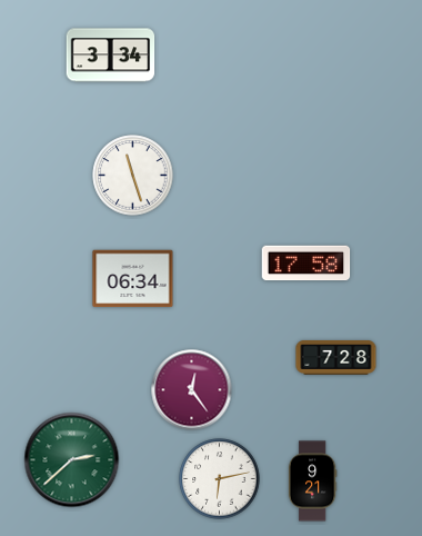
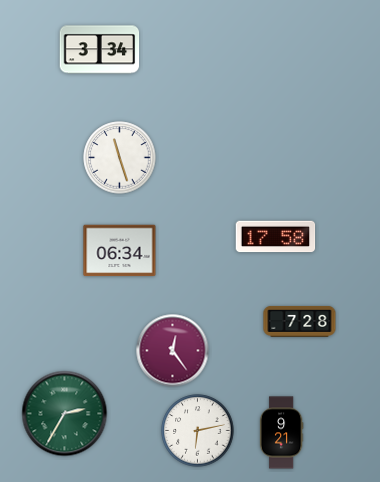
clock at (336, 357) position: (336, 357) -> (300, 321)
clock at (72, 460): 2:38 -> 2:35
